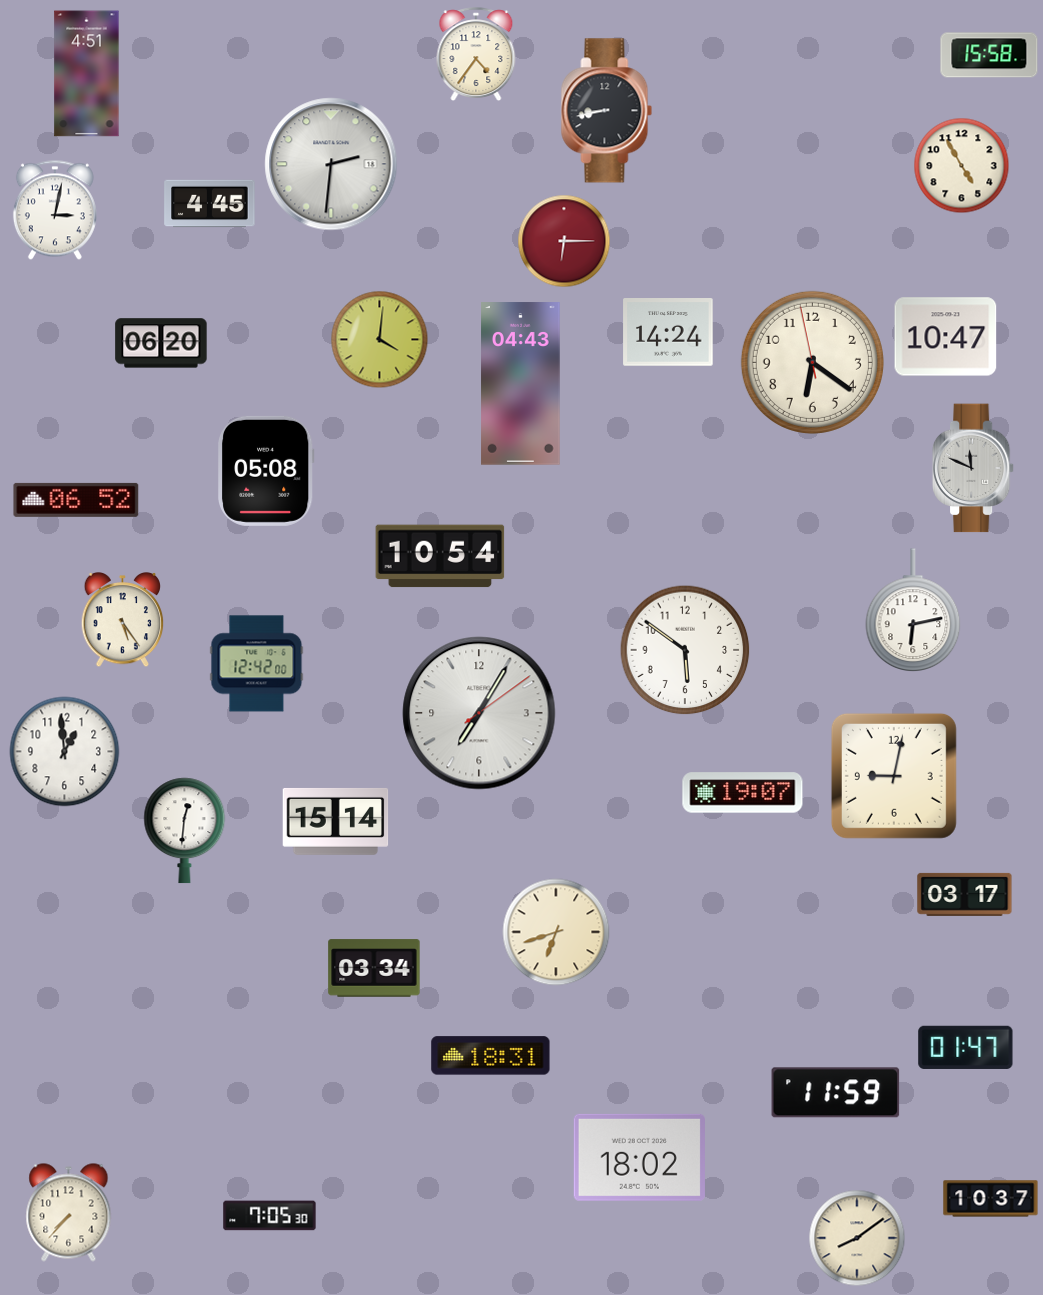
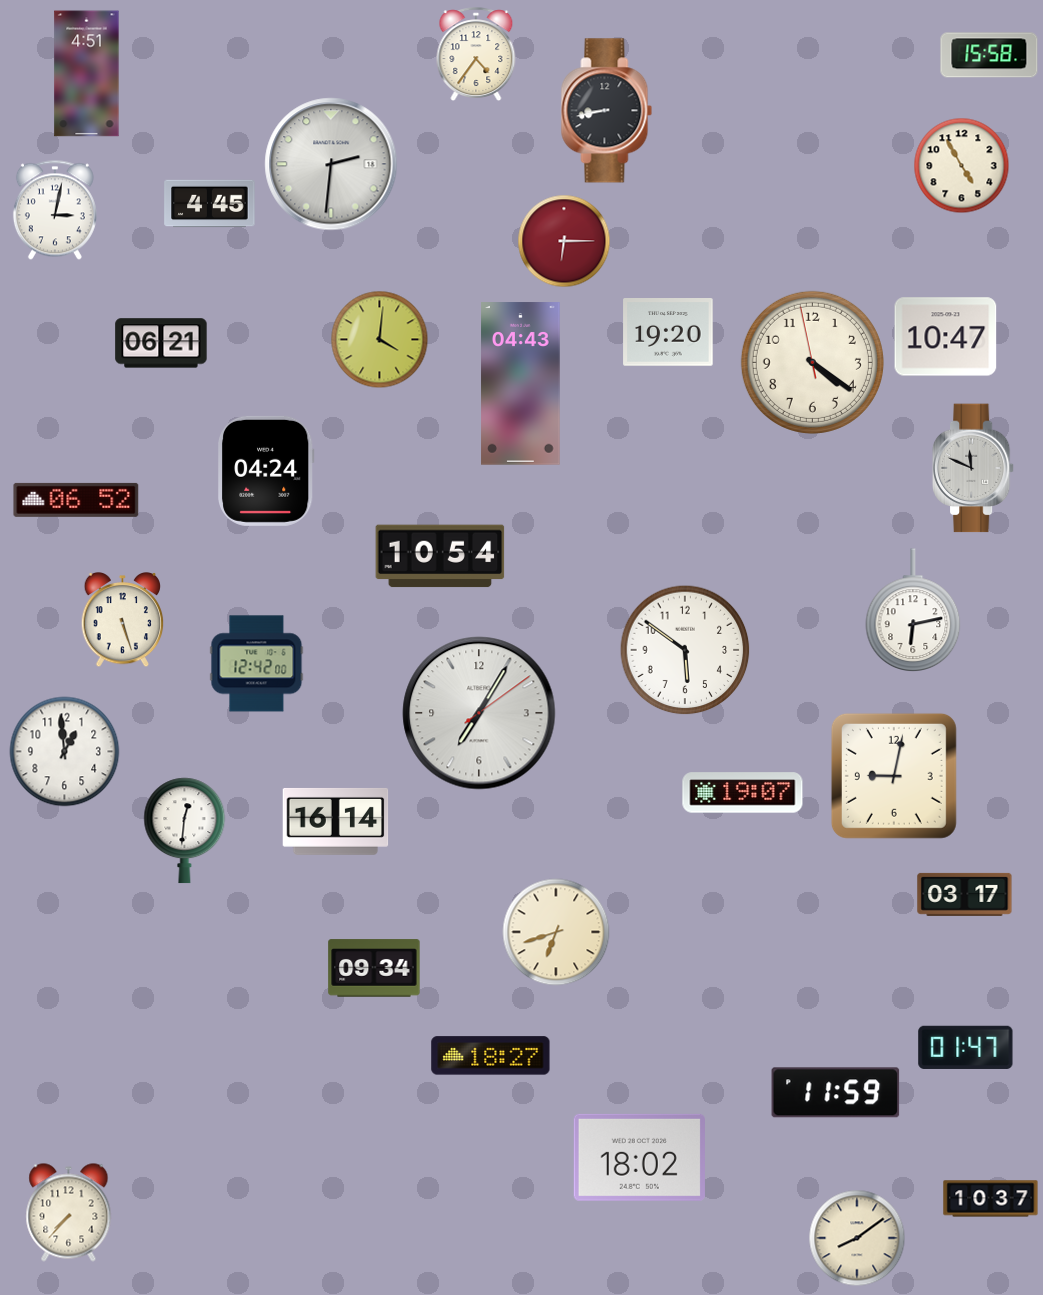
clock at (668, 333): 14:24 -> 19:20
clock at (161, 343): 06:20 -> 06:21
clock at (812, 362): 6:20 -> 4:20
clock at (267, 471): 05:08 -> 04:24
clock at (123, 620): 5:24 -> 5:27
clock at (336, 821): 15:14 -> 16:14
clock at (374, 968): 03:34 -> 09:34
clock at (491, 1056): 18:31 -> 18:27
clock at (270, 1216): 7:05 -> none
